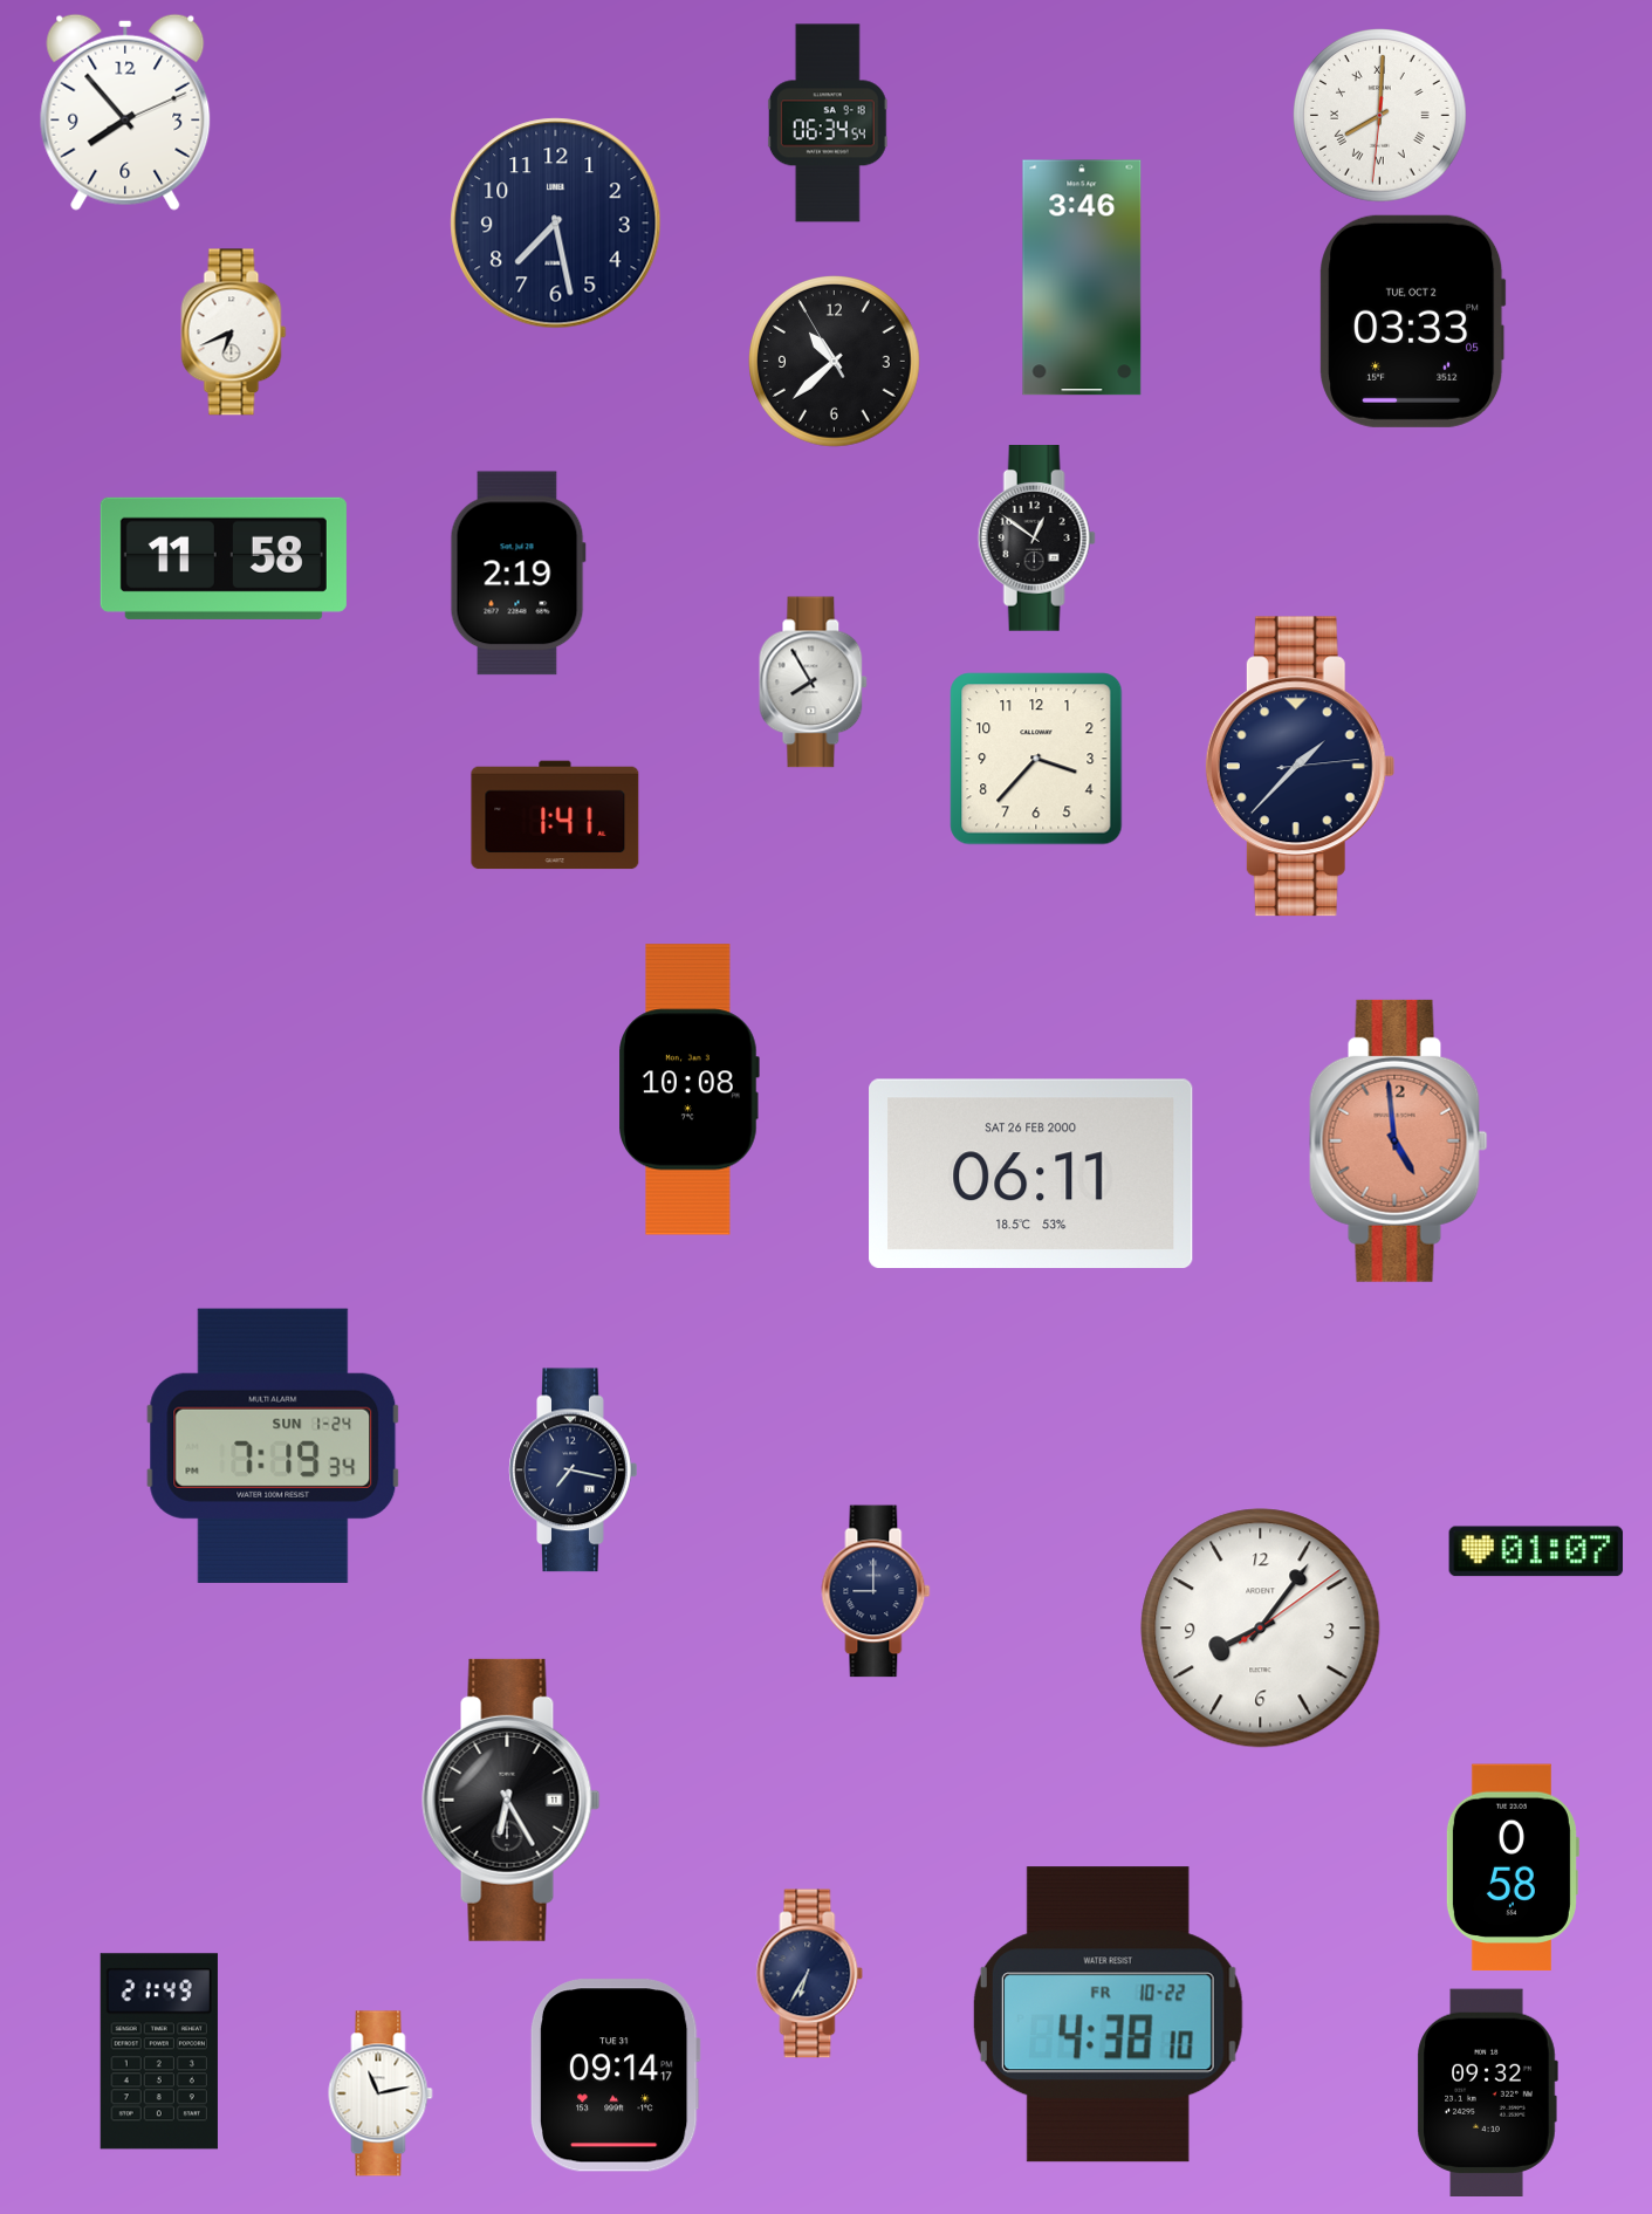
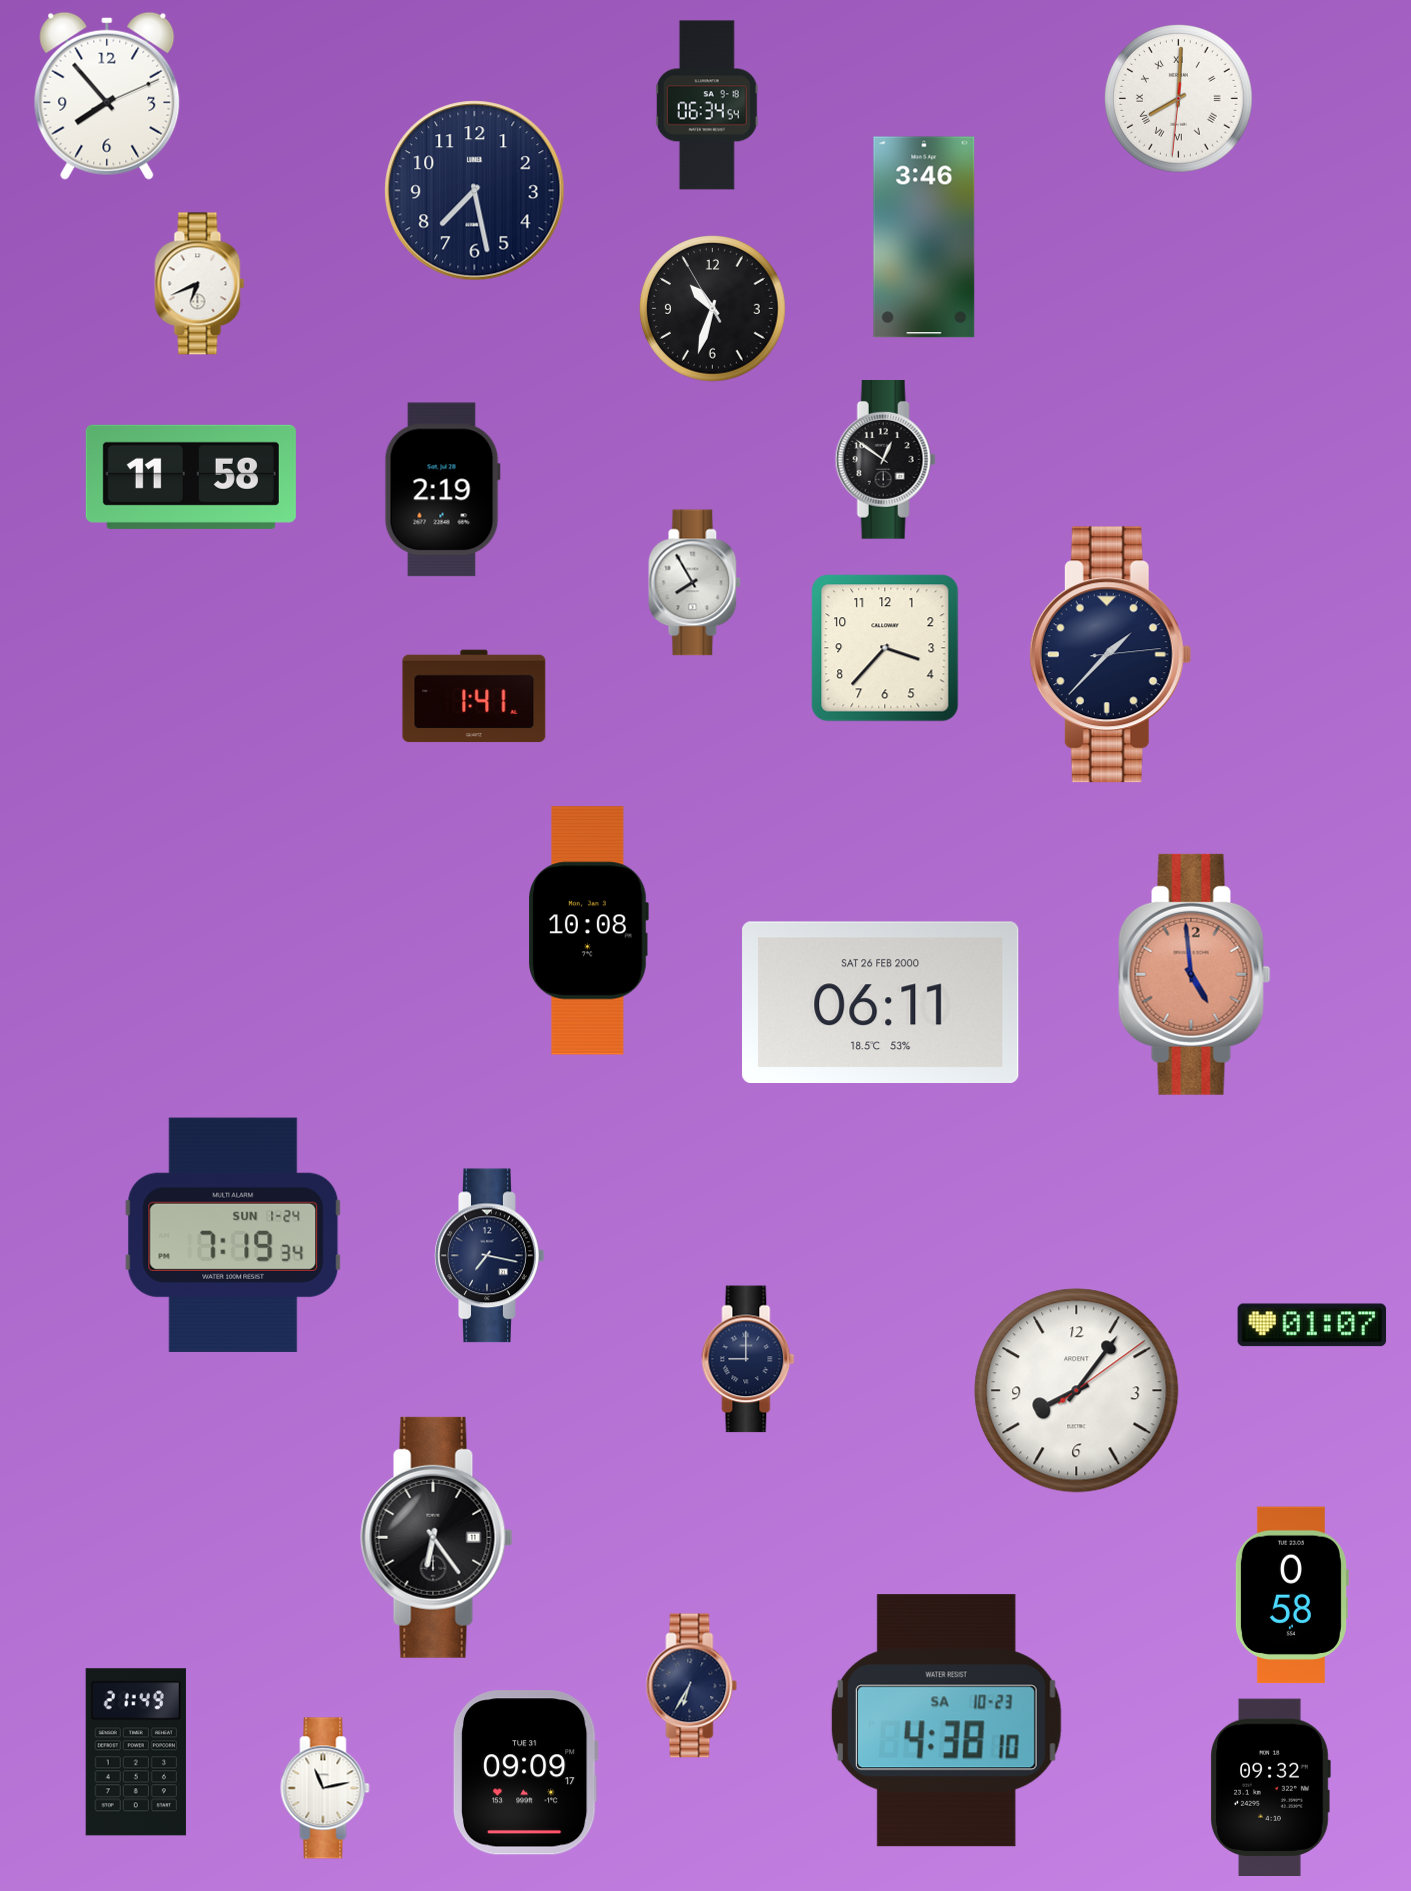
clock at (1413, 321): 03:33 -> none
clock at (835, 362): 10:37 -> 10:32
clock at (512, 1800): 6:25 -> 6:24
clock at (1108, 2015) date: FR 10-22 -> SA 10-23
clock at (615, 2076): 09:14 -> 09:09
